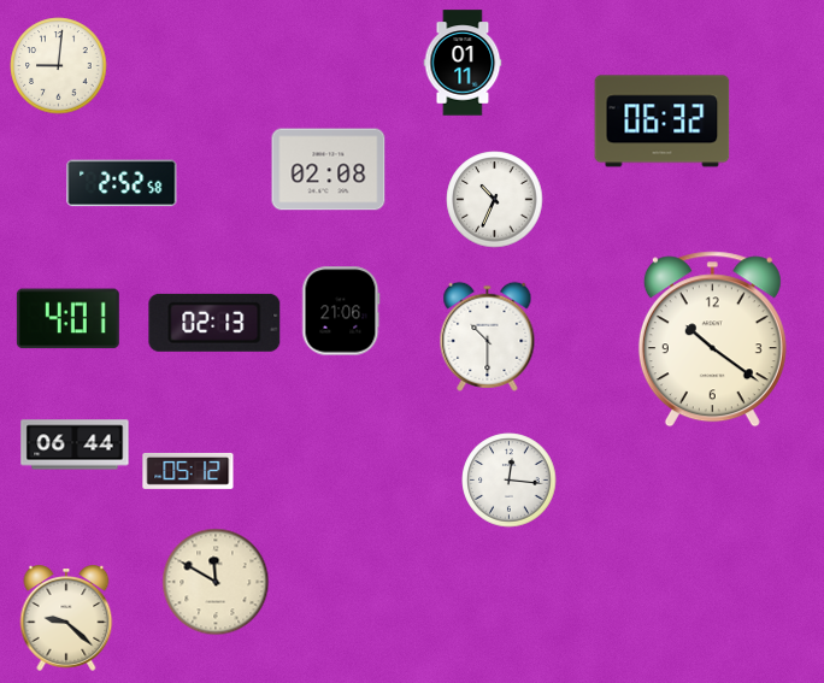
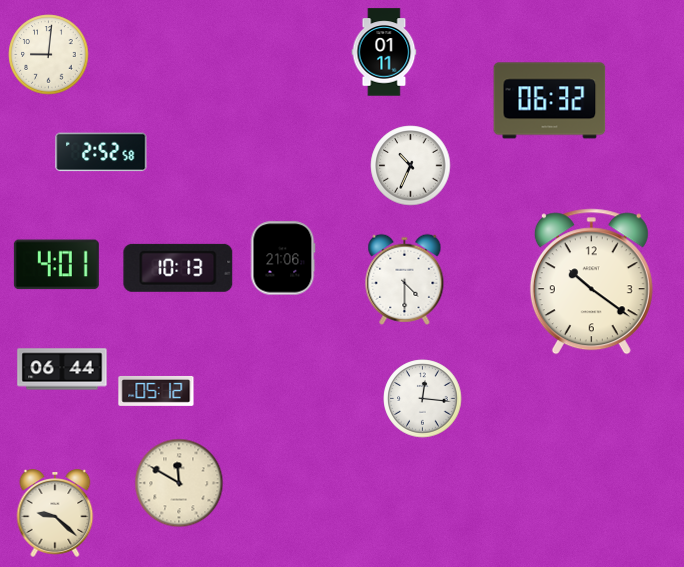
clock at (329, 170): 02:08 -> none
clock at (214, 323): 02:13 -> 10:13
clock at (488, 336): 10:30 -> 4:30
